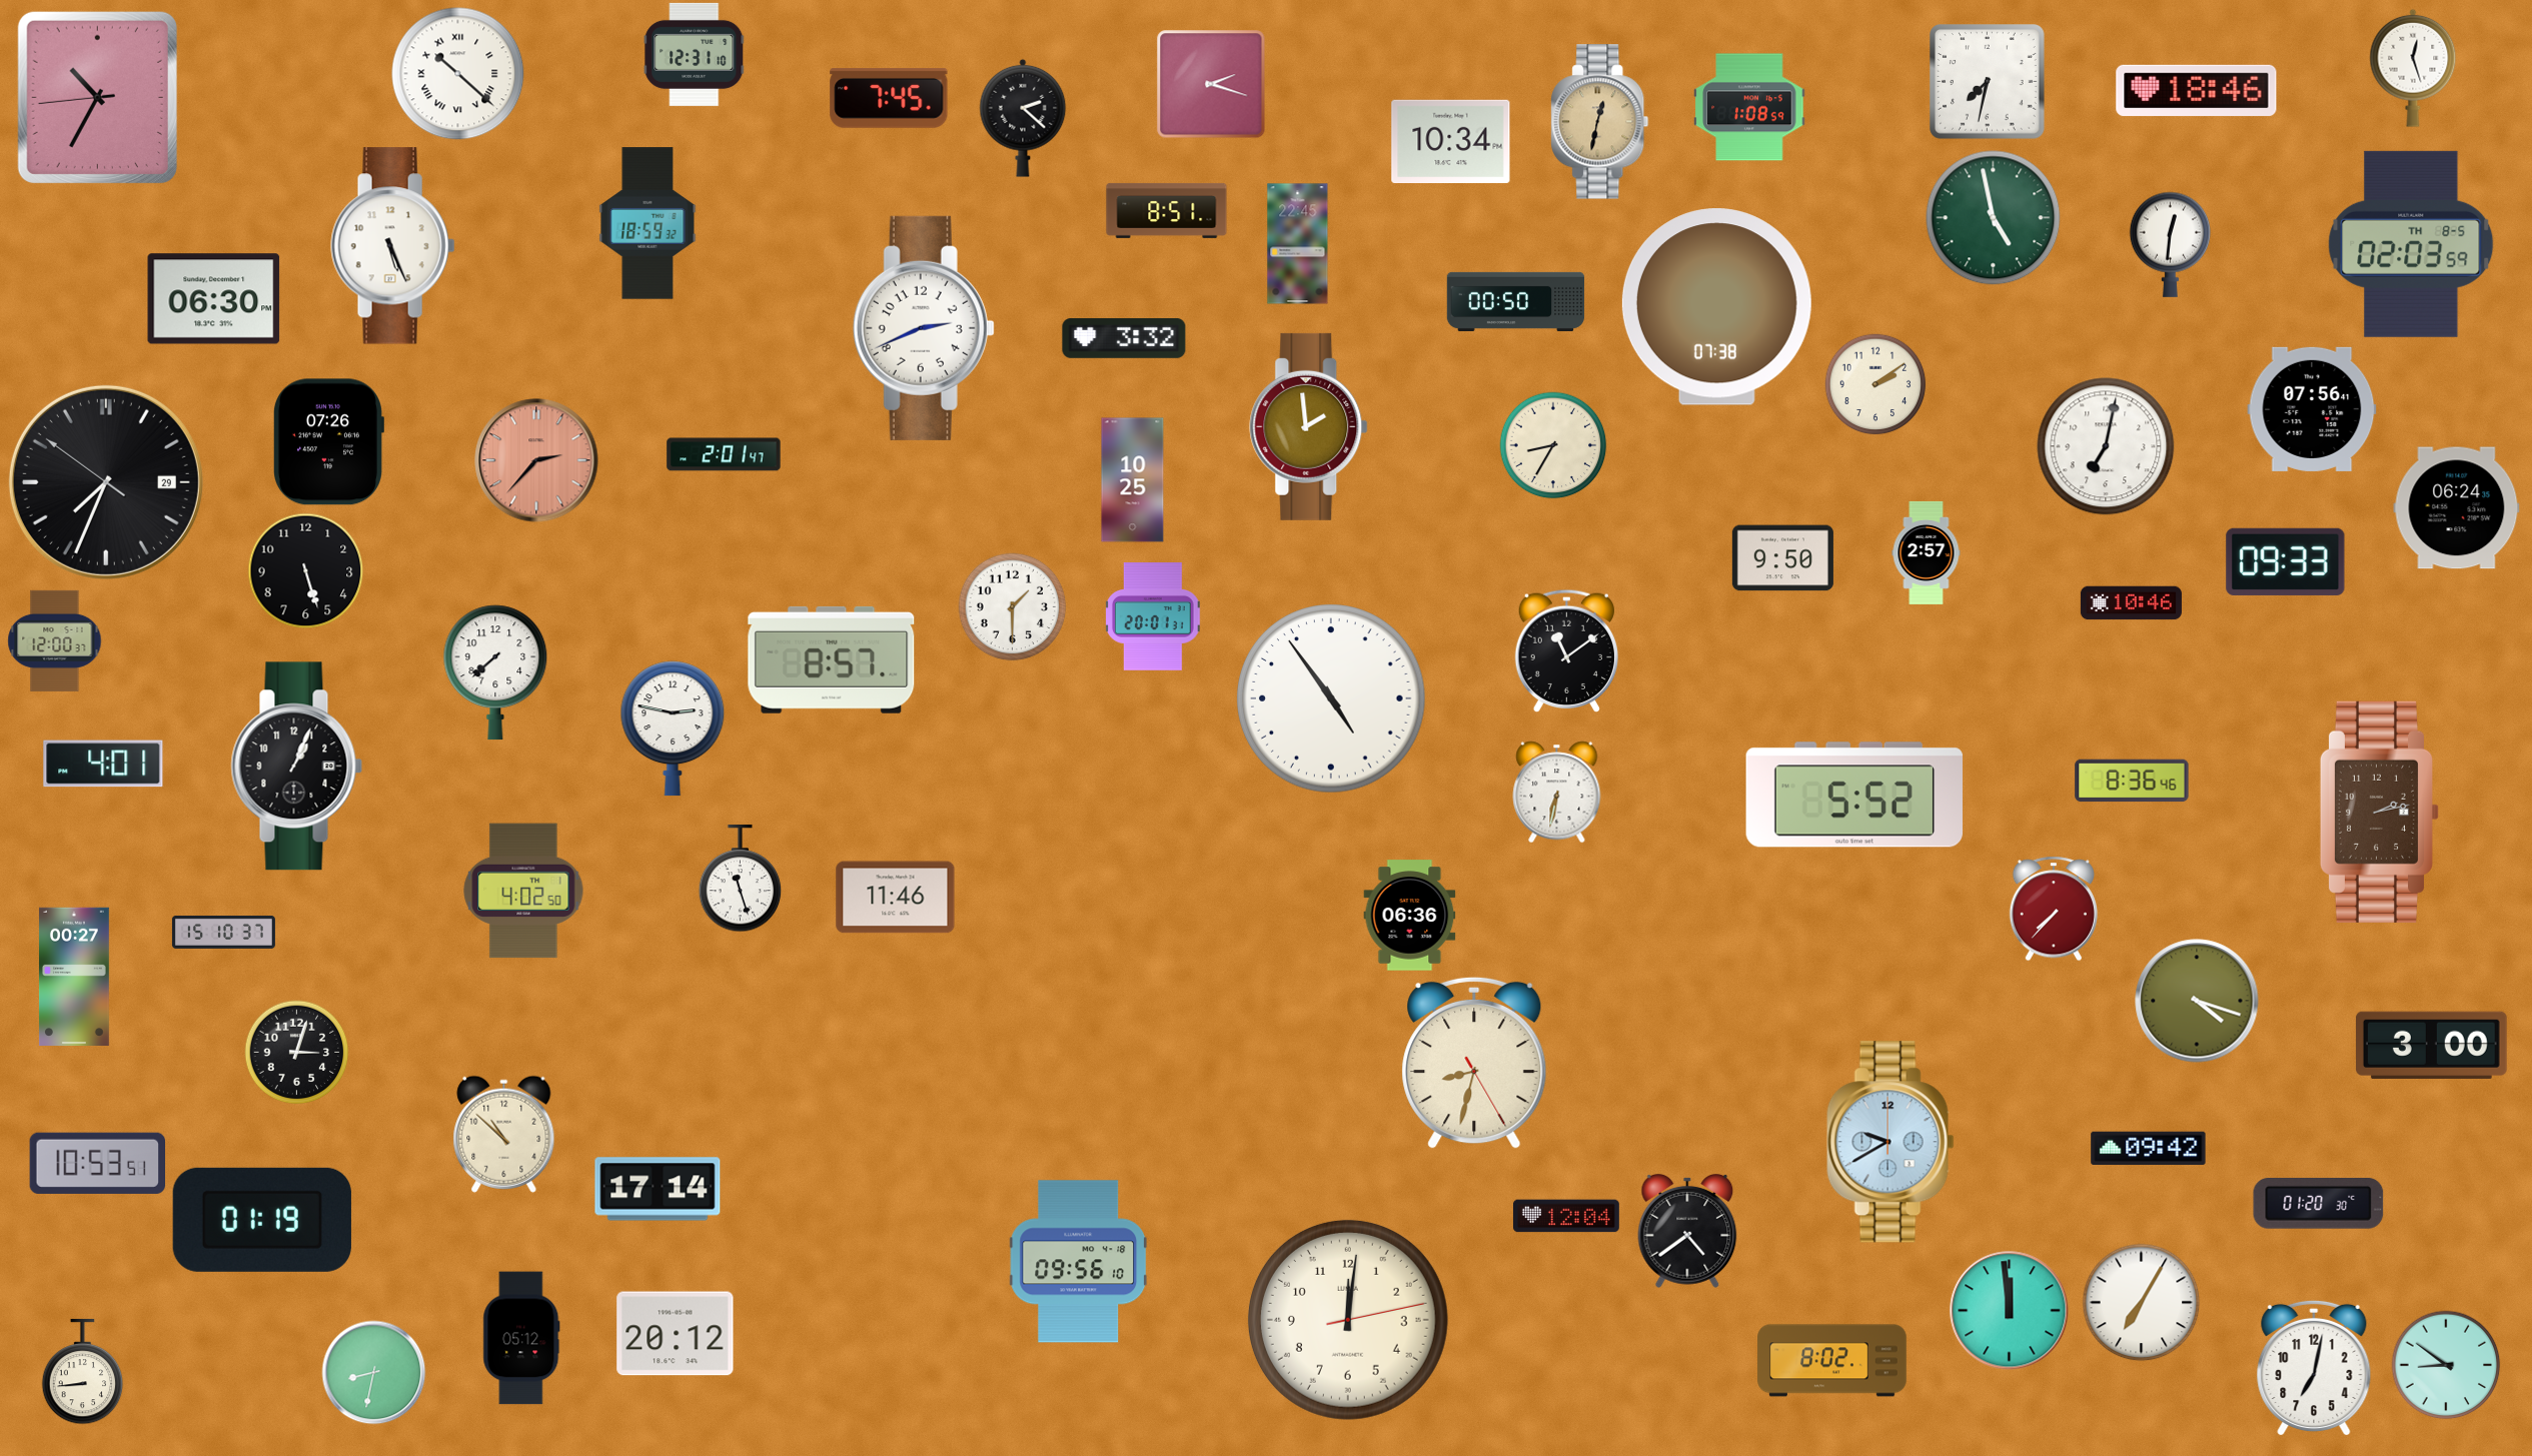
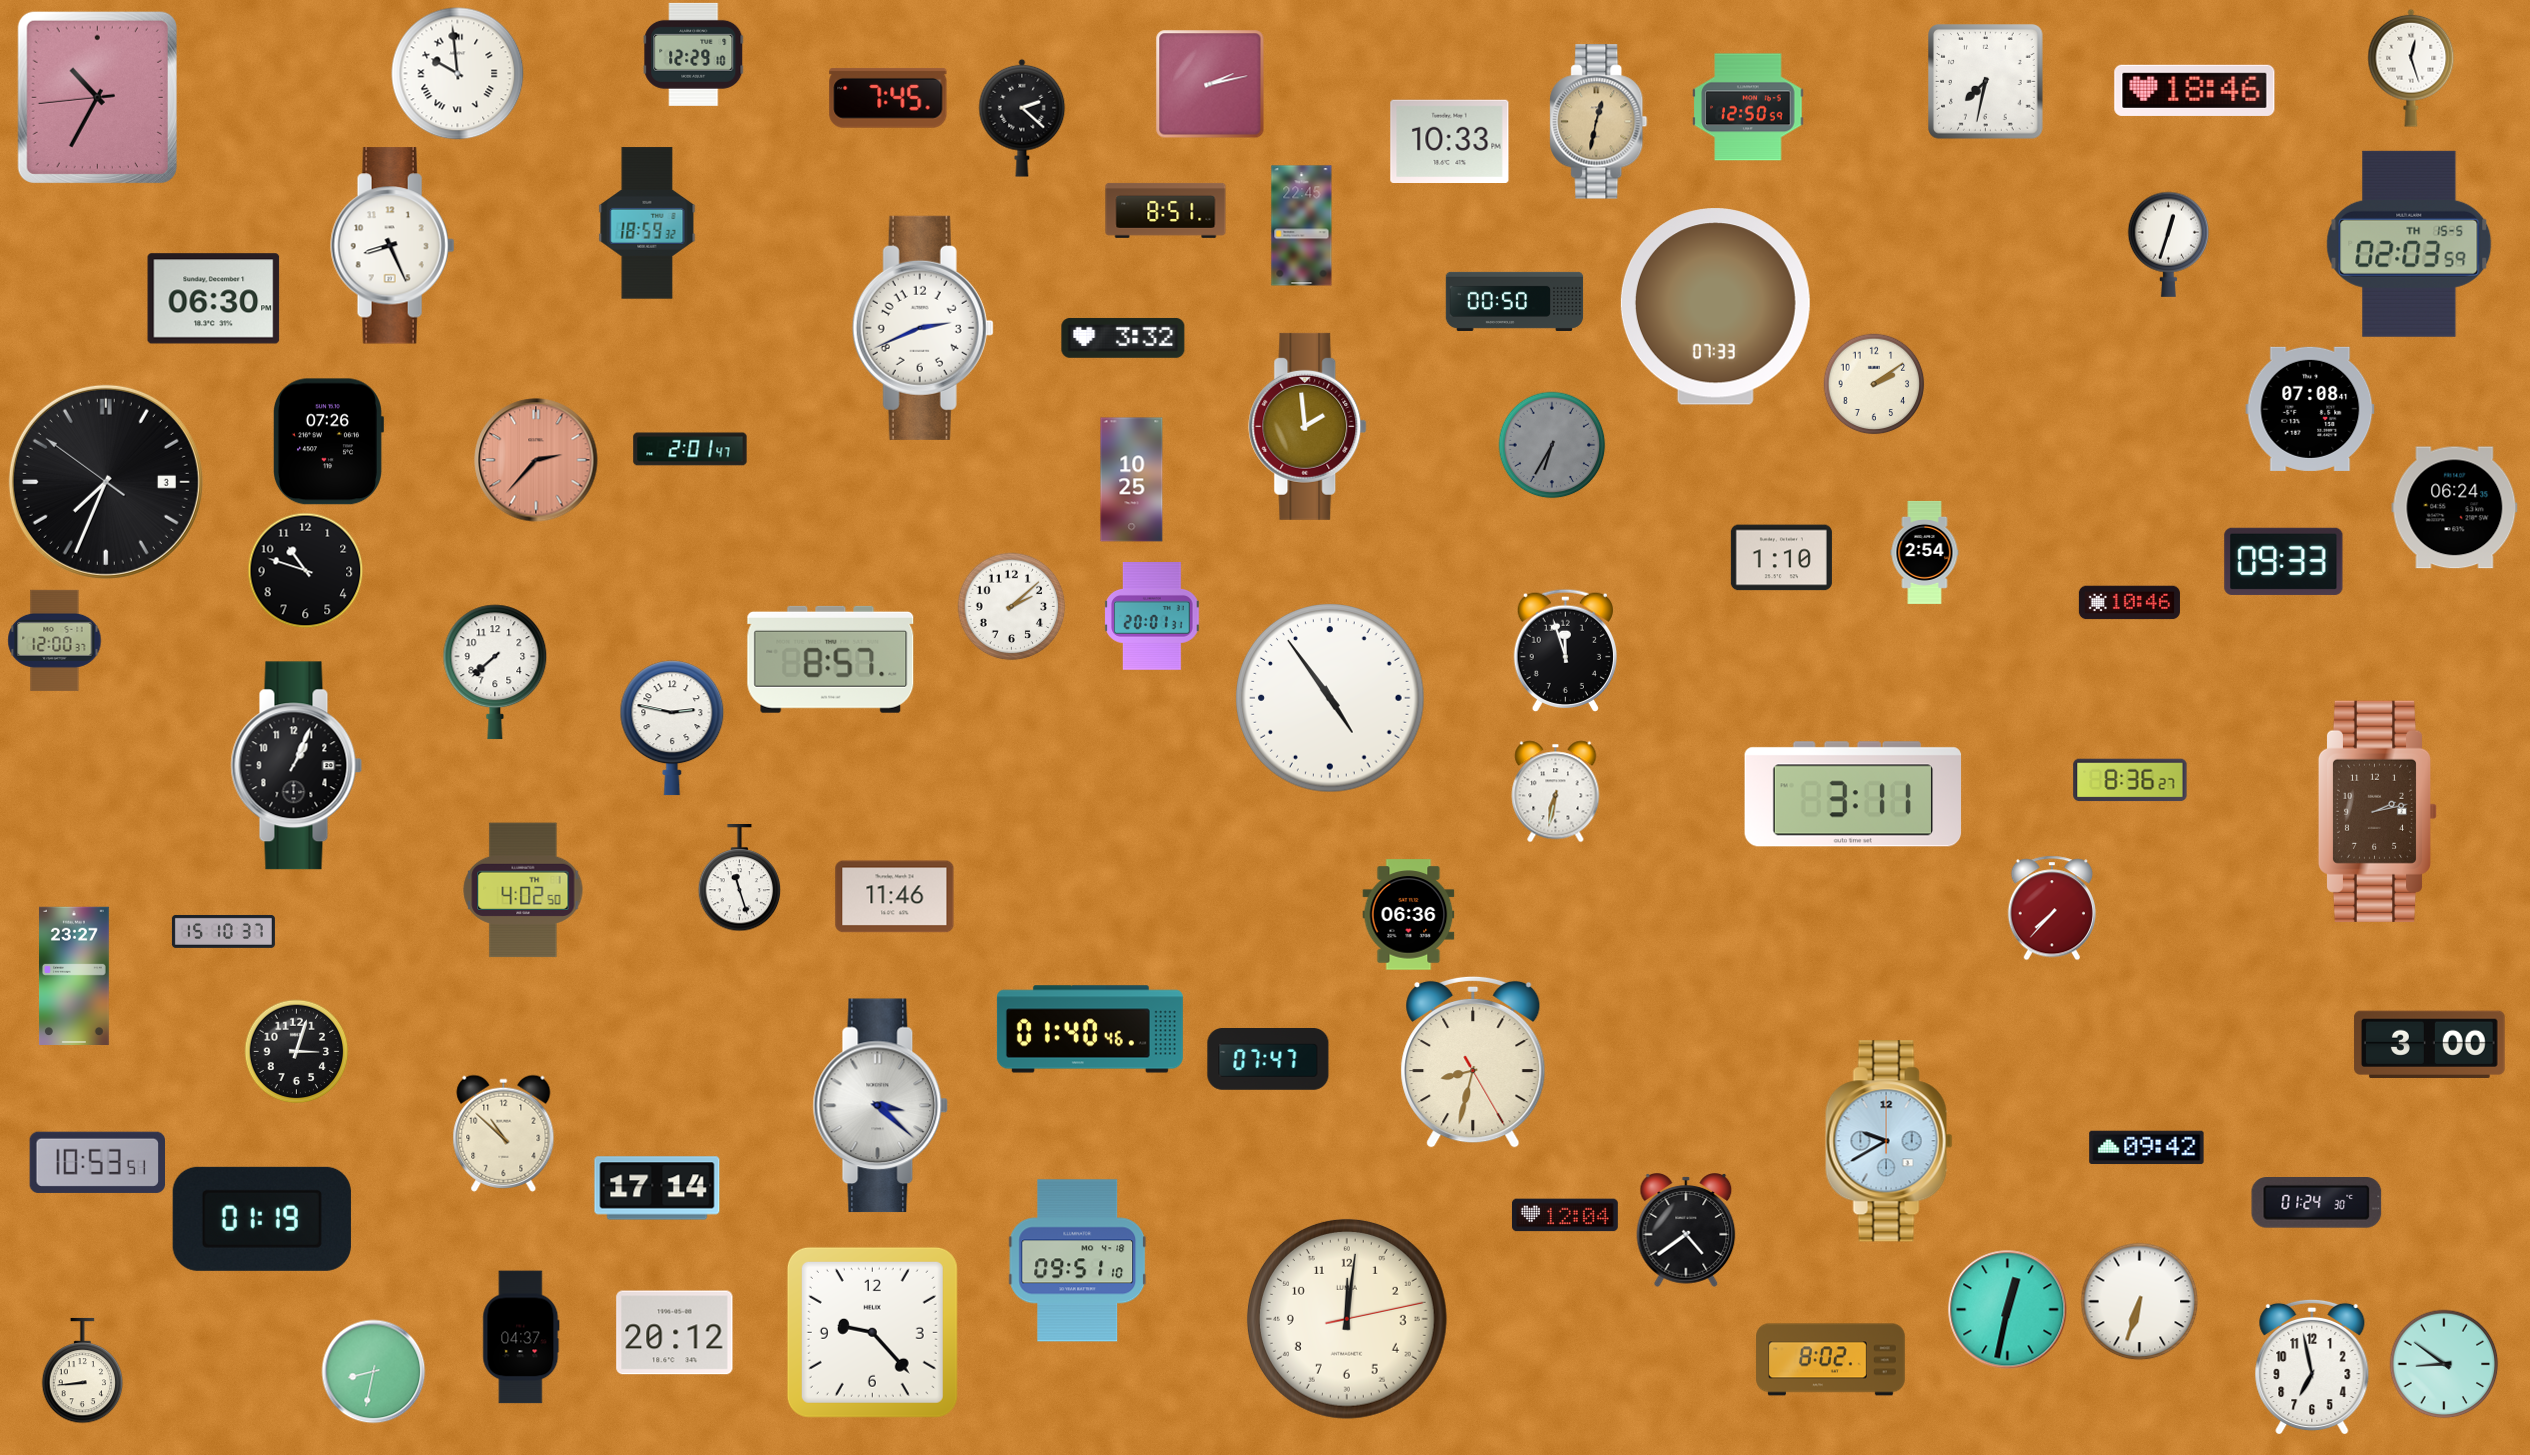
clock at (695, 54): 12:31 -> 12:29
clock at (458, 74): 10:22 -> 9:59
clock at (1211, 84): 2:18 -> 2:13
clock at (1749, 107): 1:08 -> 12:50
clock at (1451, 141): 10:34 -> 10:33
clock at (1994, 218): 4:58 -> none
clock at (1298, 244) position: (1298, 244) -> (1302, 226)
clock at (2171, 244): 12:31 -> 12:33
clock at (2411, 244) date: TH 8-5 -> TH 15-5
clock at (393, 246): 5:26 -> 8:26
clock at (1716, 307): 07:38 -> 07:33
clock at (2312, 409): 07:56 -> 07:08
clock at (1553, 445): 8:35 -> 6:35
clock at (1553, 445) dial: cream -> grey
clock at (2106, 446): 7:02 -> none
clock at (724, 454) position: (724, 454) -> (690, 449)
clock at (106, 482) date: 29 -> 3
clock at (1927, 552): 2:57 -> 2:54
clock at (1782, 558): 9:50 -> 1:10
clock at (306, 571): 5:27 -> 10:48
clock at (1013, 607): 1:30 -> 2:08
clock at (1566, 650): 11:09 -> 11:57
clock at (103, 764): 4:01 -> none
clock at (2132, 781): 8:36:46 -> 8:36:27
clock at (1854, 795): 5:52 -> 3:11
clock at (74, 976): 00:27 -> 23:27
clock at (2197, 1001): 4:18 -> none
clock at (1090, 1029): none -> 01:40
clock at (1268, 1059): none -> 07:47
clock at (881, 1106): none -> 3:22
clock at (2319, 1204): 01:20 -> 01:24
clock at (1079, 1262): 09:56 -> 09:51
clock at (2142, 1303): 7:05 -> 6:33
clock at (2010, 1311): 11:59 -> 12:32
clock at (872, 1332): none -> 9:23
clock at (521, 1338): 05:12 -> 04:37
clock at (2314, 1368): 7:02 -> 6:58
